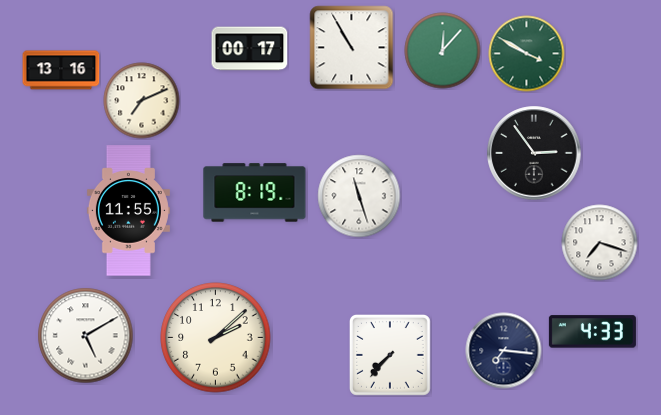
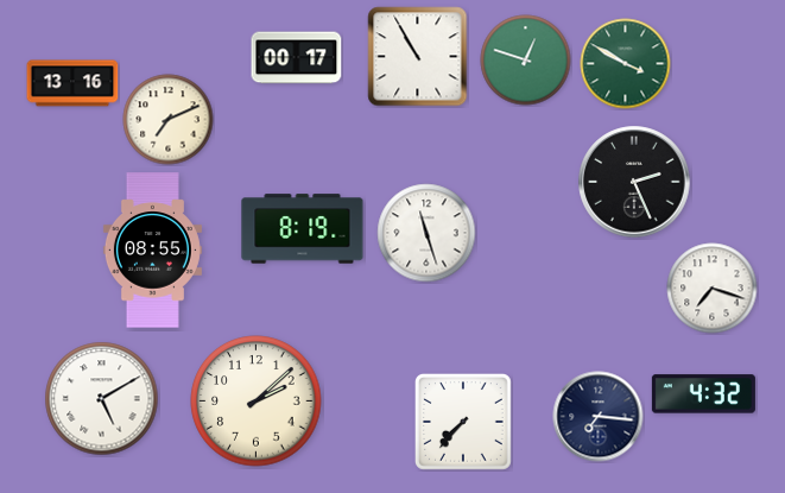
clock at (443, 51): 12:07 -> 12:48
clock at (534, 153): 2:54 -> 2:26
clock at (128, 211): 11:55 -> 08:55
clock at (592, 332): 4:33 -> 4:32
